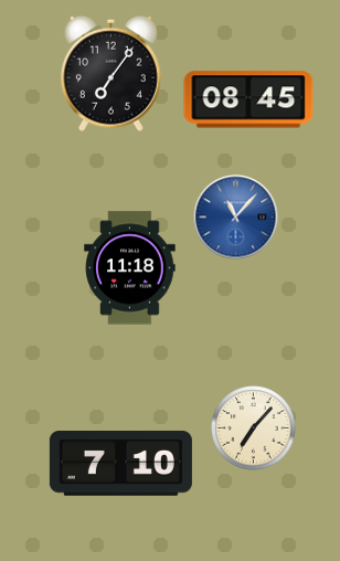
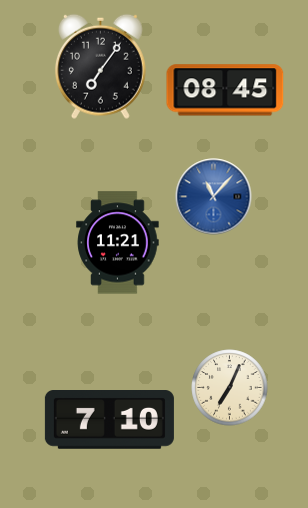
clock at (130, 268): 11:18 -> 11:21
clock at (254, 428): 7:07 -> 7:04
